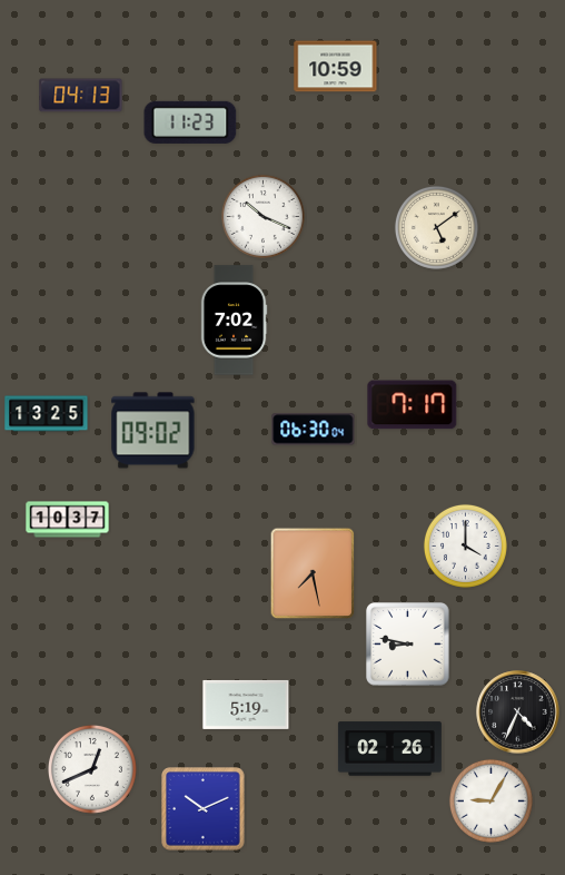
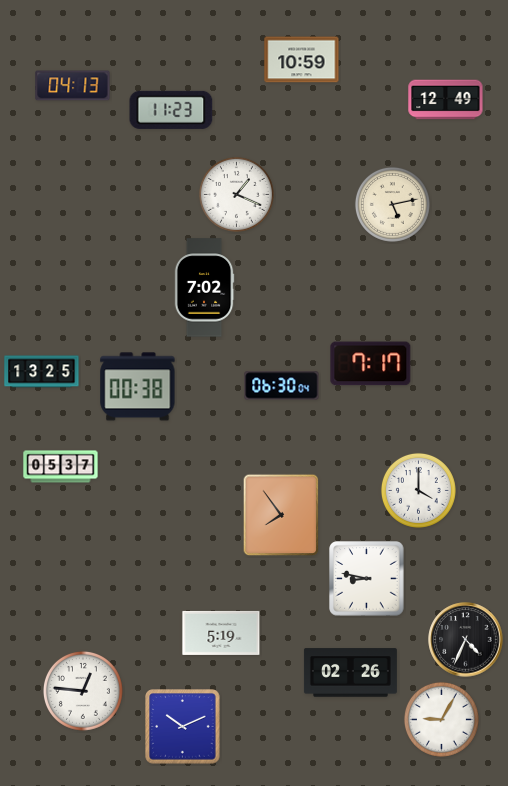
clock at (446, 100): none -> 12:49
clock at (262, 216): 10:19 -> 1:19
clock at (436, 227): 5:09 -> 5:13
clock at (234, 321) position: (234, 321) -> (204, 288)
clock at (153, 431): 09:02 -> 00:38
clock at (68, 520): 10:37 -> 05:37
clock at (313, 573): 7:28 -> 7:54
clock at (92, 769): 12:41 -> 12:46
